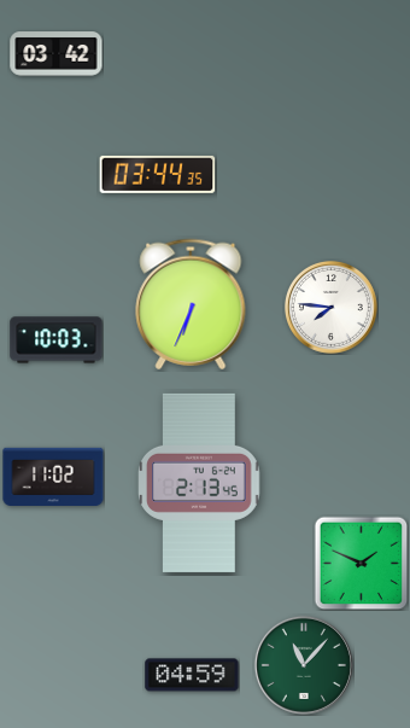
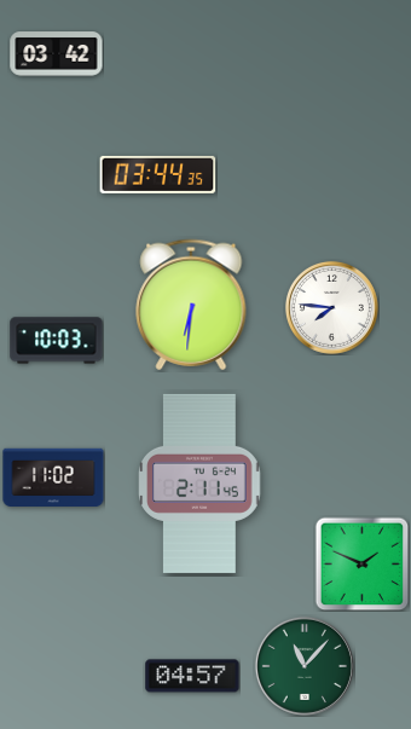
clock at (191, 304): 6:34 -> 6:31
clock at (199, 483): 2:13 -> 2:11
clock at (192, 675): 04:59 -> 04:57
